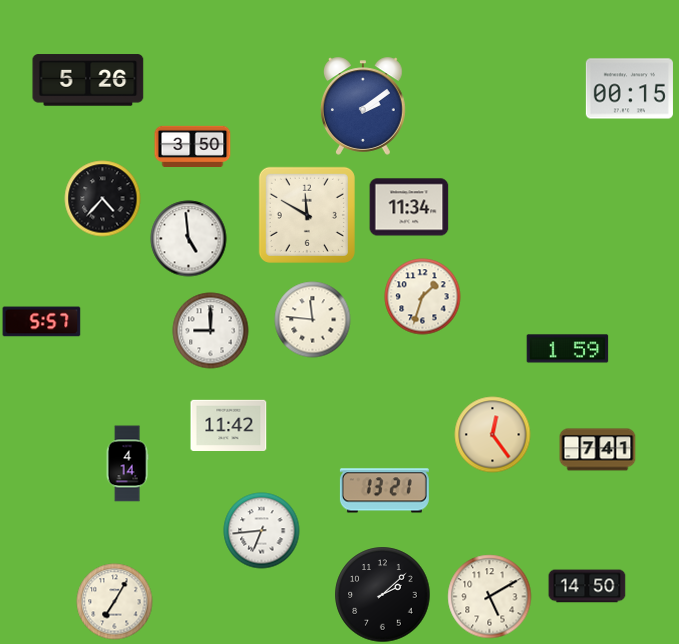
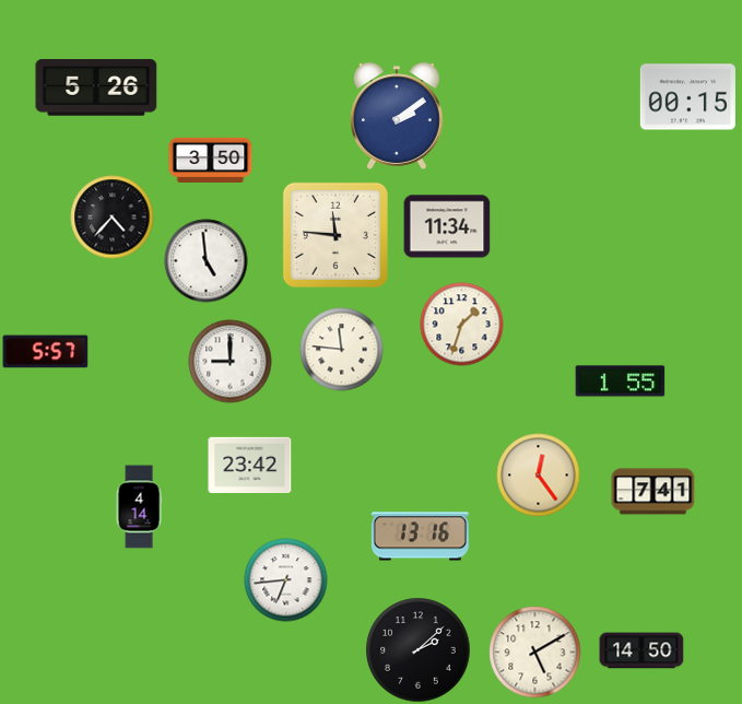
clock at (307, 215): 11:50 -> 11:46
clock at (568, 349): 1:59 -> 1:55
clock at (229, 425): 11:42 -> 23:42
clock at (384, 491): 13:21 -> 13:16
clock at (587, 586) position: (587, 586) -> (641, 650)
clock at (115, 602): 7:05 -> none
